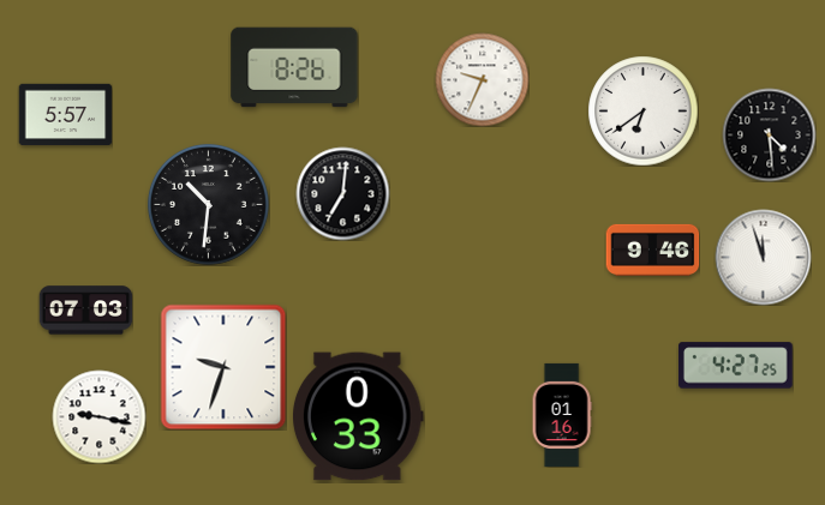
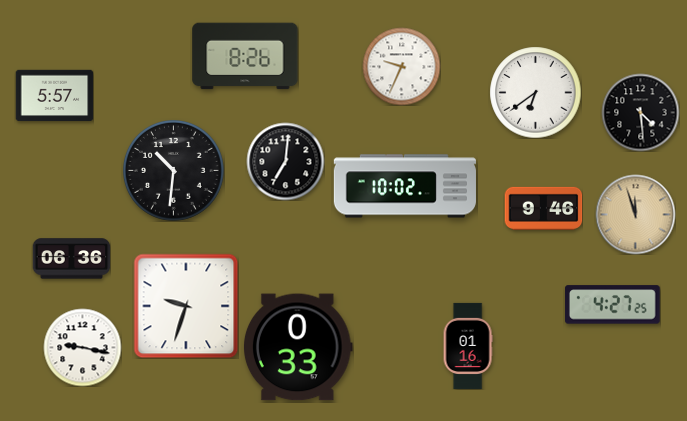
clock at (404, 186): none -> 10:02
clock at (763, 257) dial: white -> champagne
clock at (85, 311): 07:03 -> 06:36
